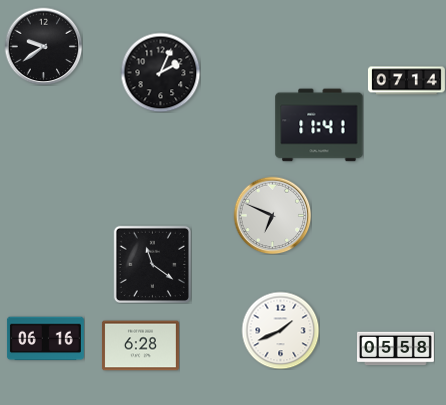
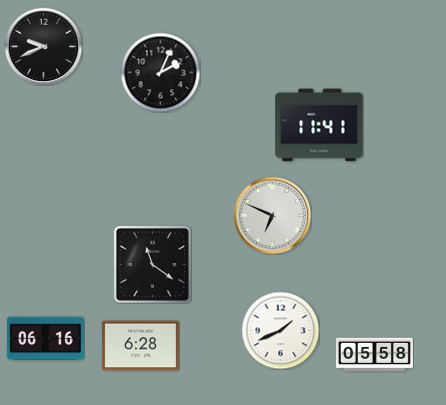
clock at (43, 46): 9:39 -> 9:41
clock at (406, 81): 07:14 -> none
clock at (396, 349) position: (396, 349) -> (375, 355)
